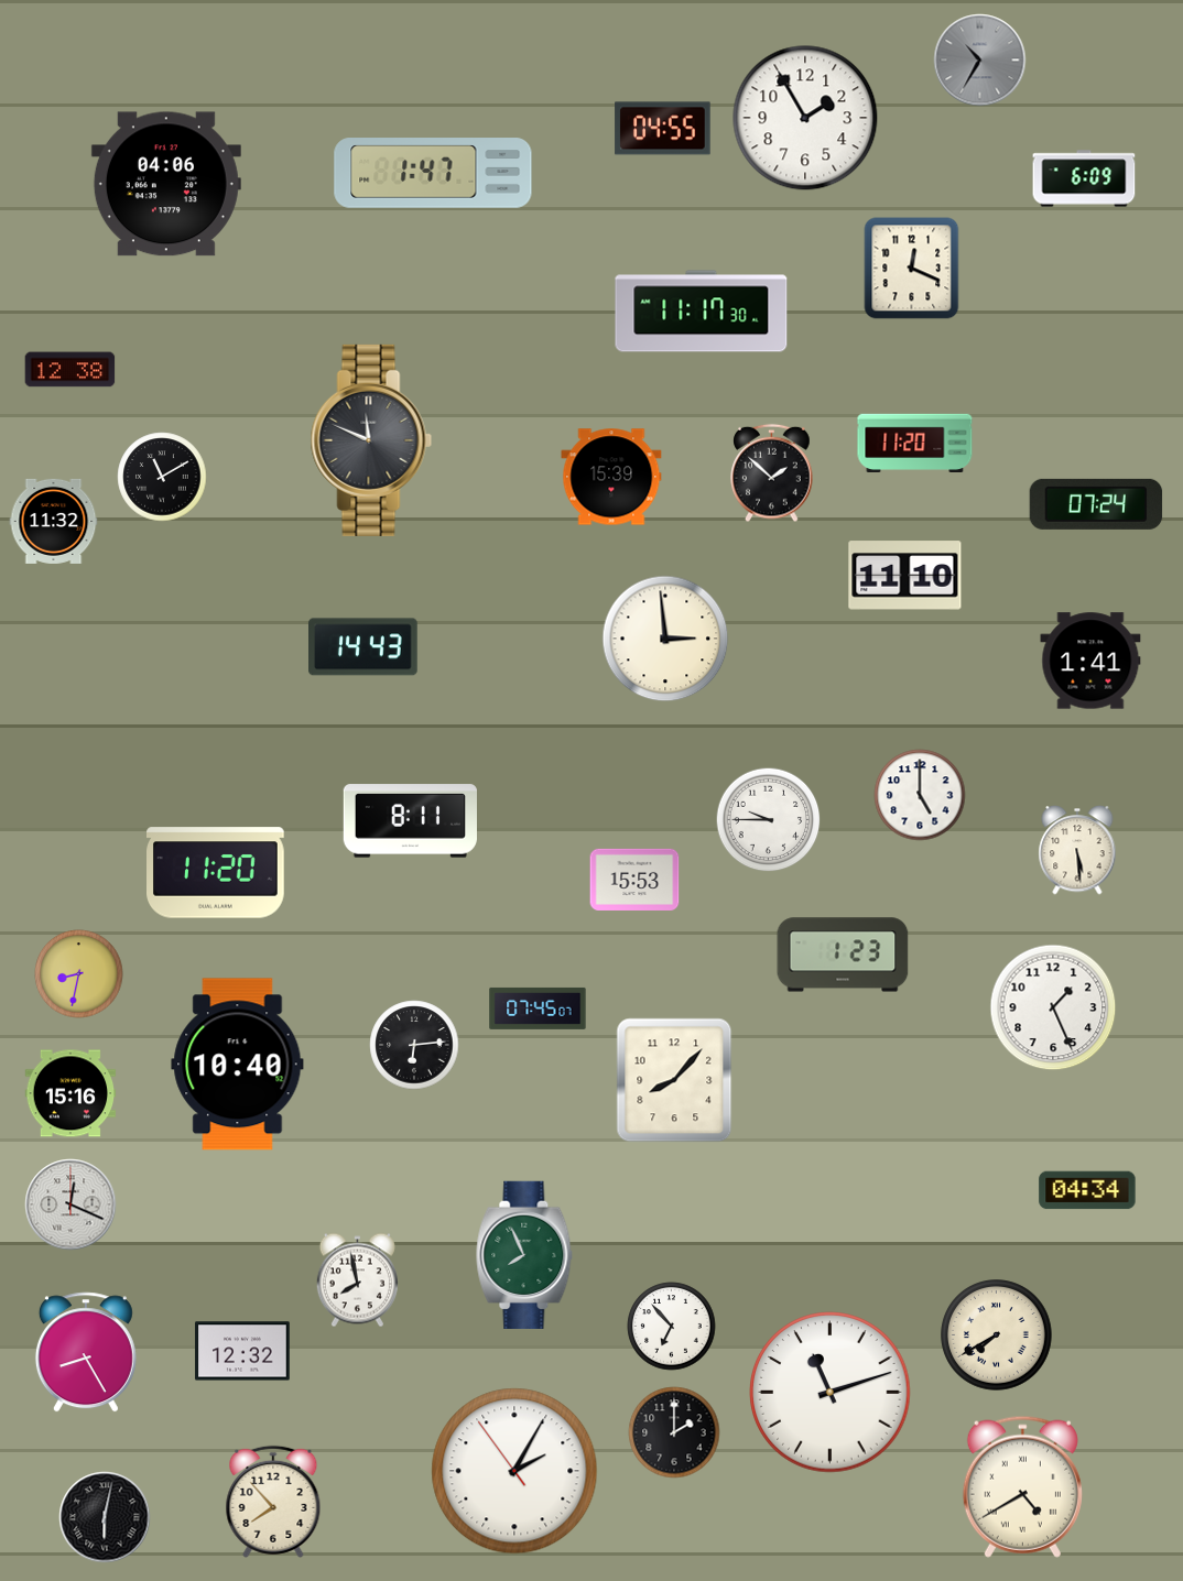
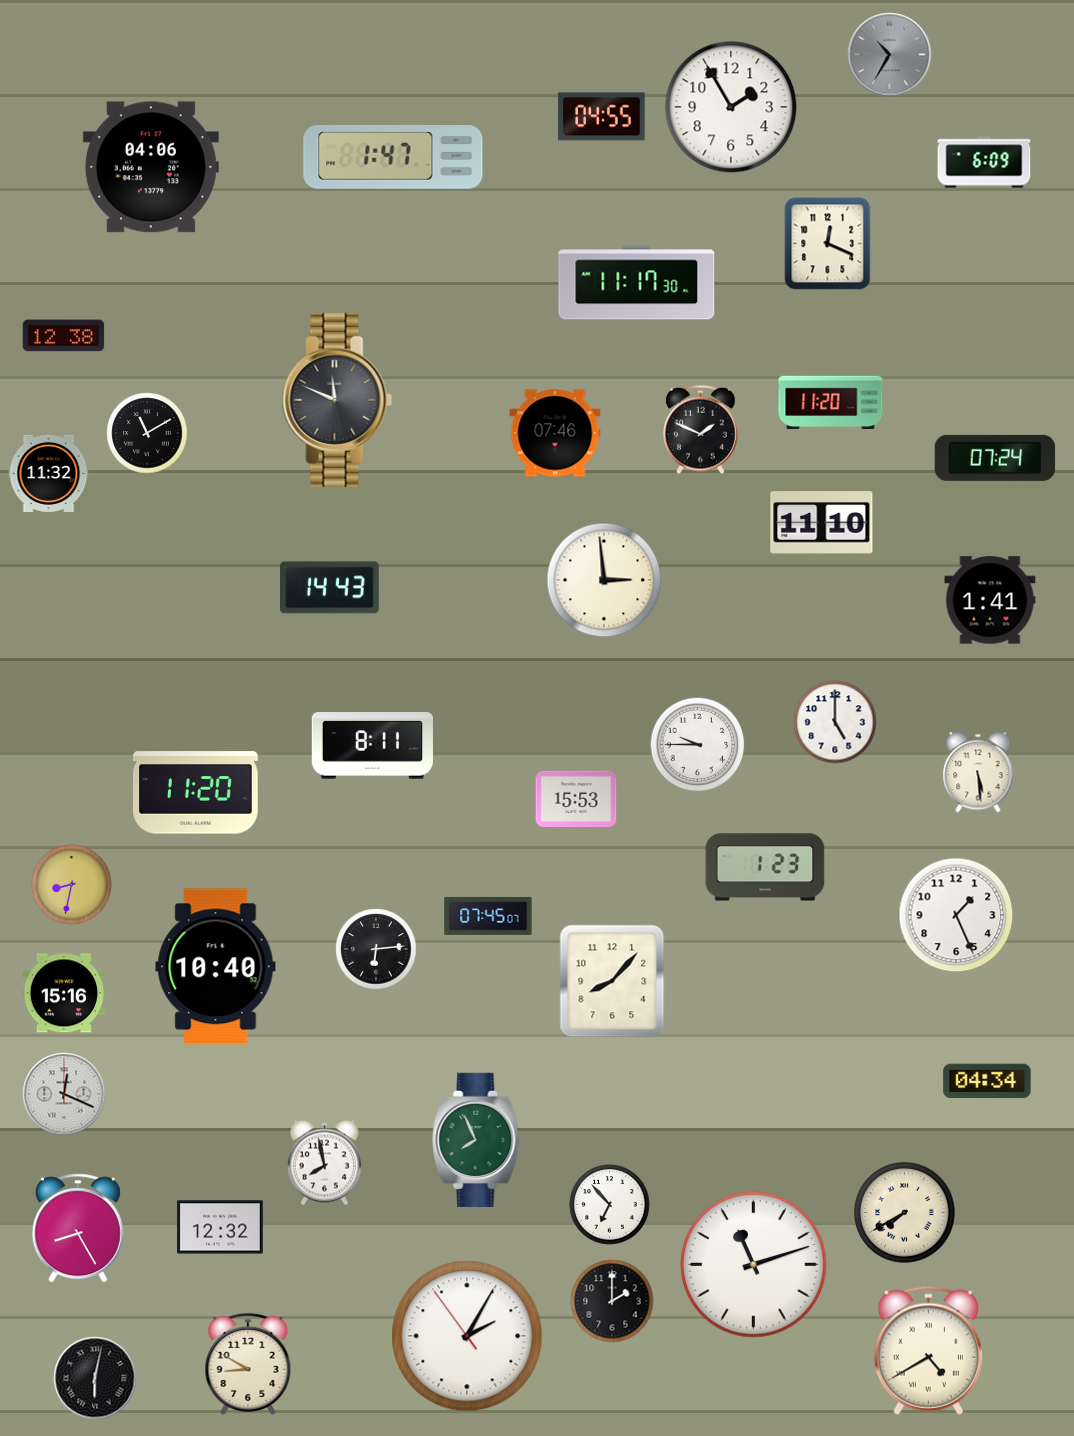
clock at (772, 473): 1:52 -> 1:49
clock at (611, 477): 15:39 -> 07:46
clock at (273, 1502): 7:53 -> 8:50
